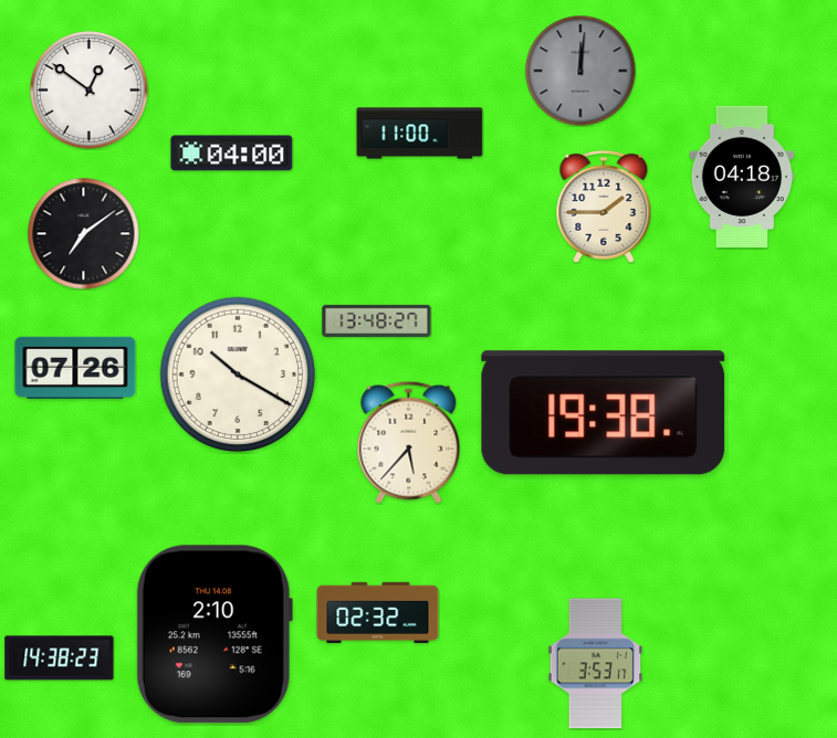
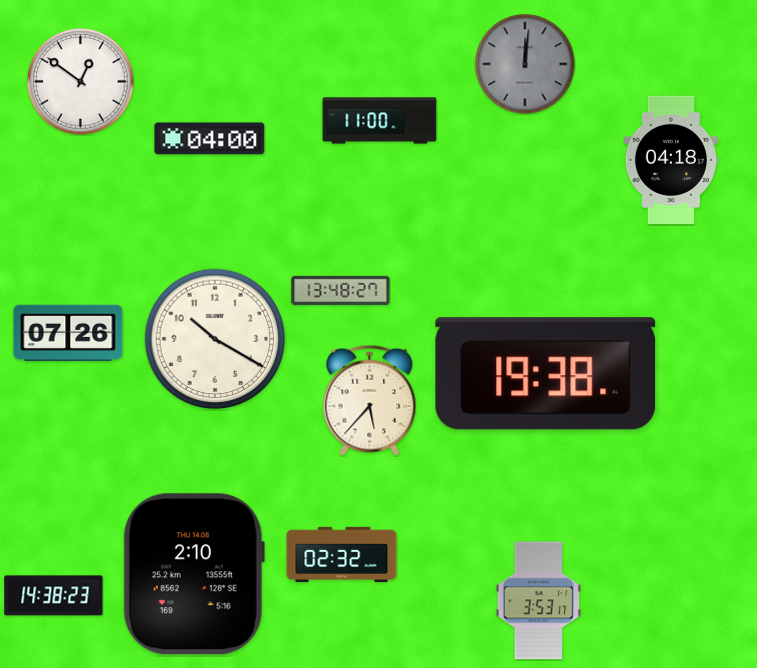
clock at (604, 207): 1:45 -> none
clock at (84, 234): 7:09 -> none
